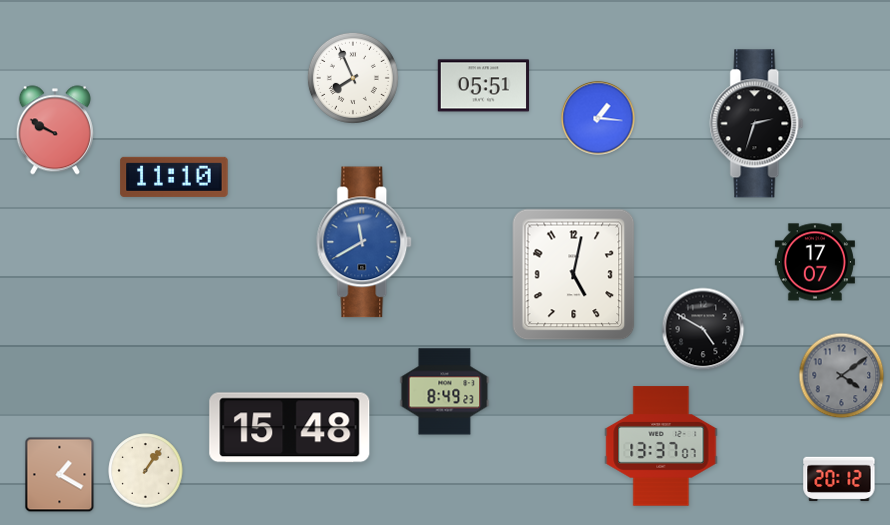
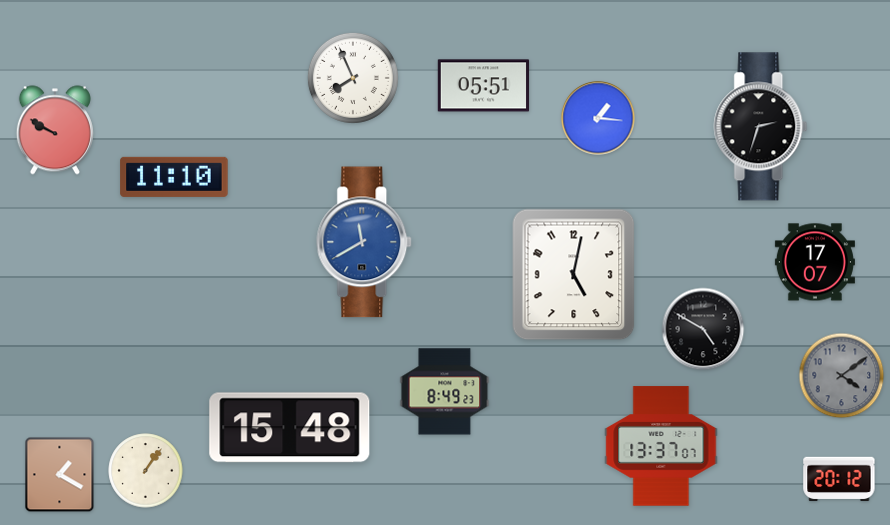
clock at (757, 124) position: (757, 124) -> (761, 127)
